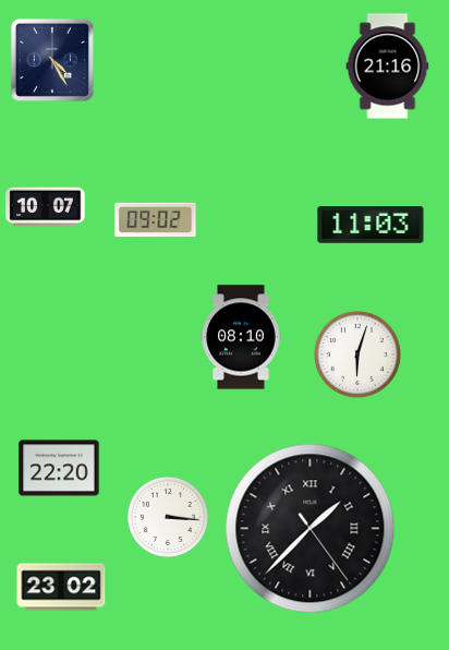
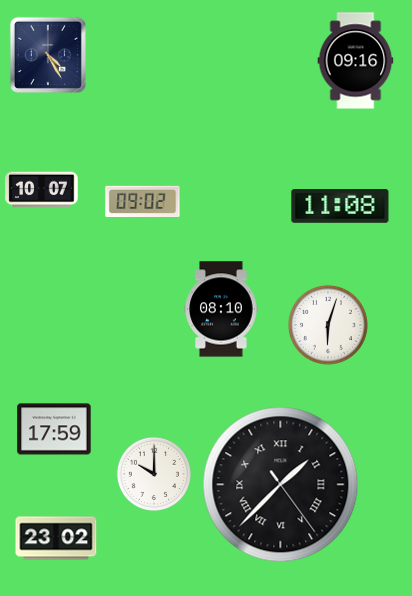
clock at (388, 67): 21:16 -> 09:16
clock at (371, 226): 11:03 -> 11:08
clock at (59, 468): 22:20 -> 17:59
clock at (168, 517): 3:16 -> 10:00
clock at (311, 529) position: (311, 529) -> (281, 485)
